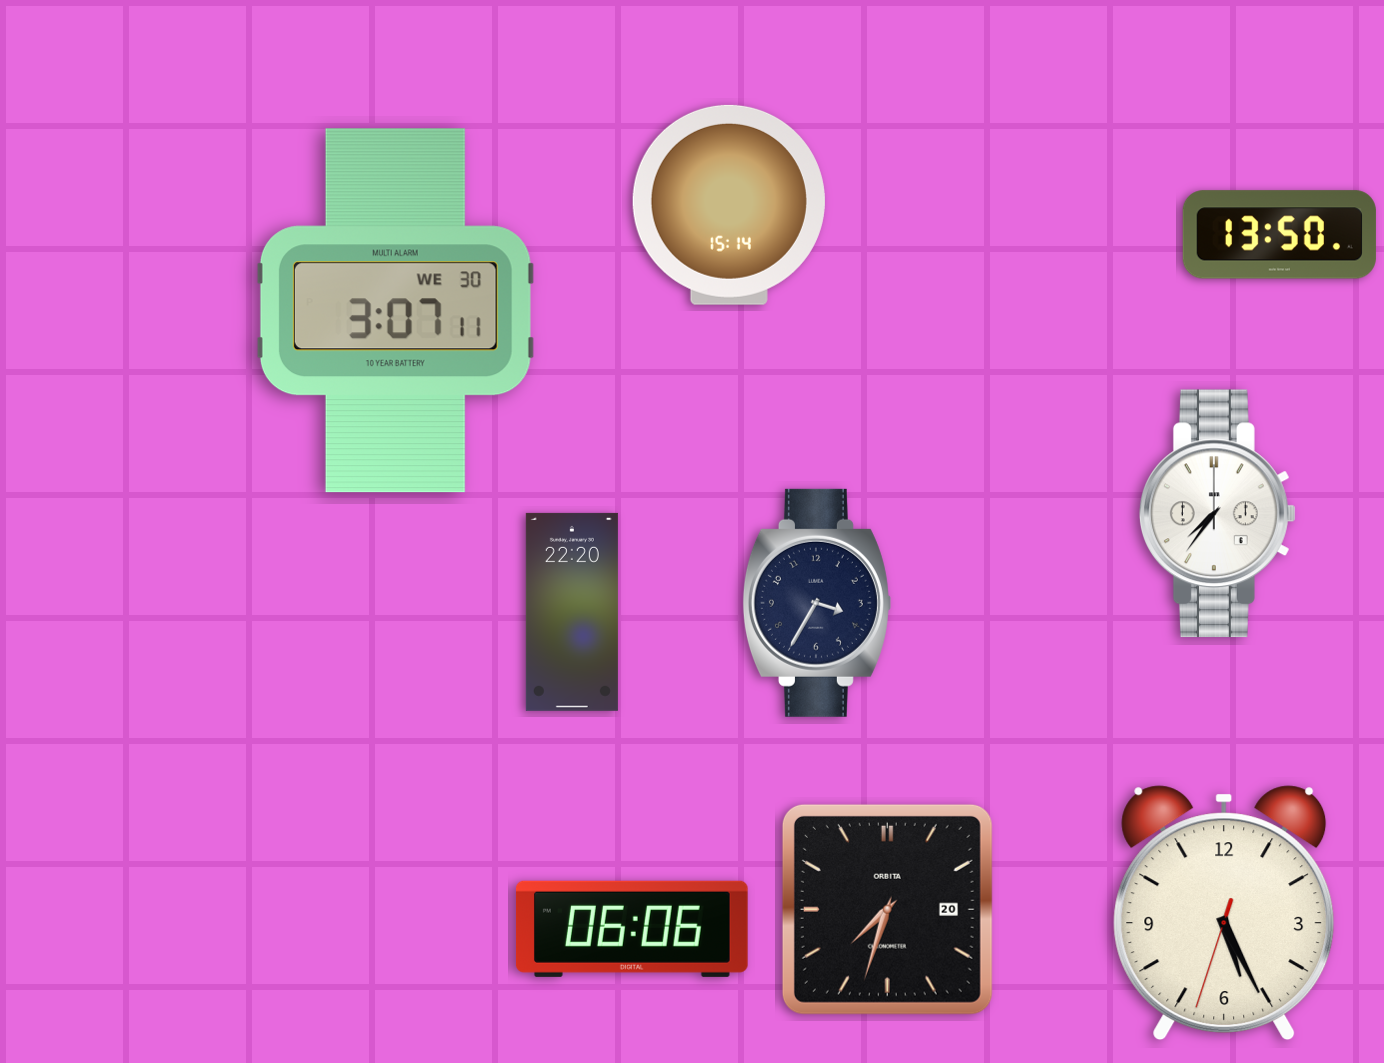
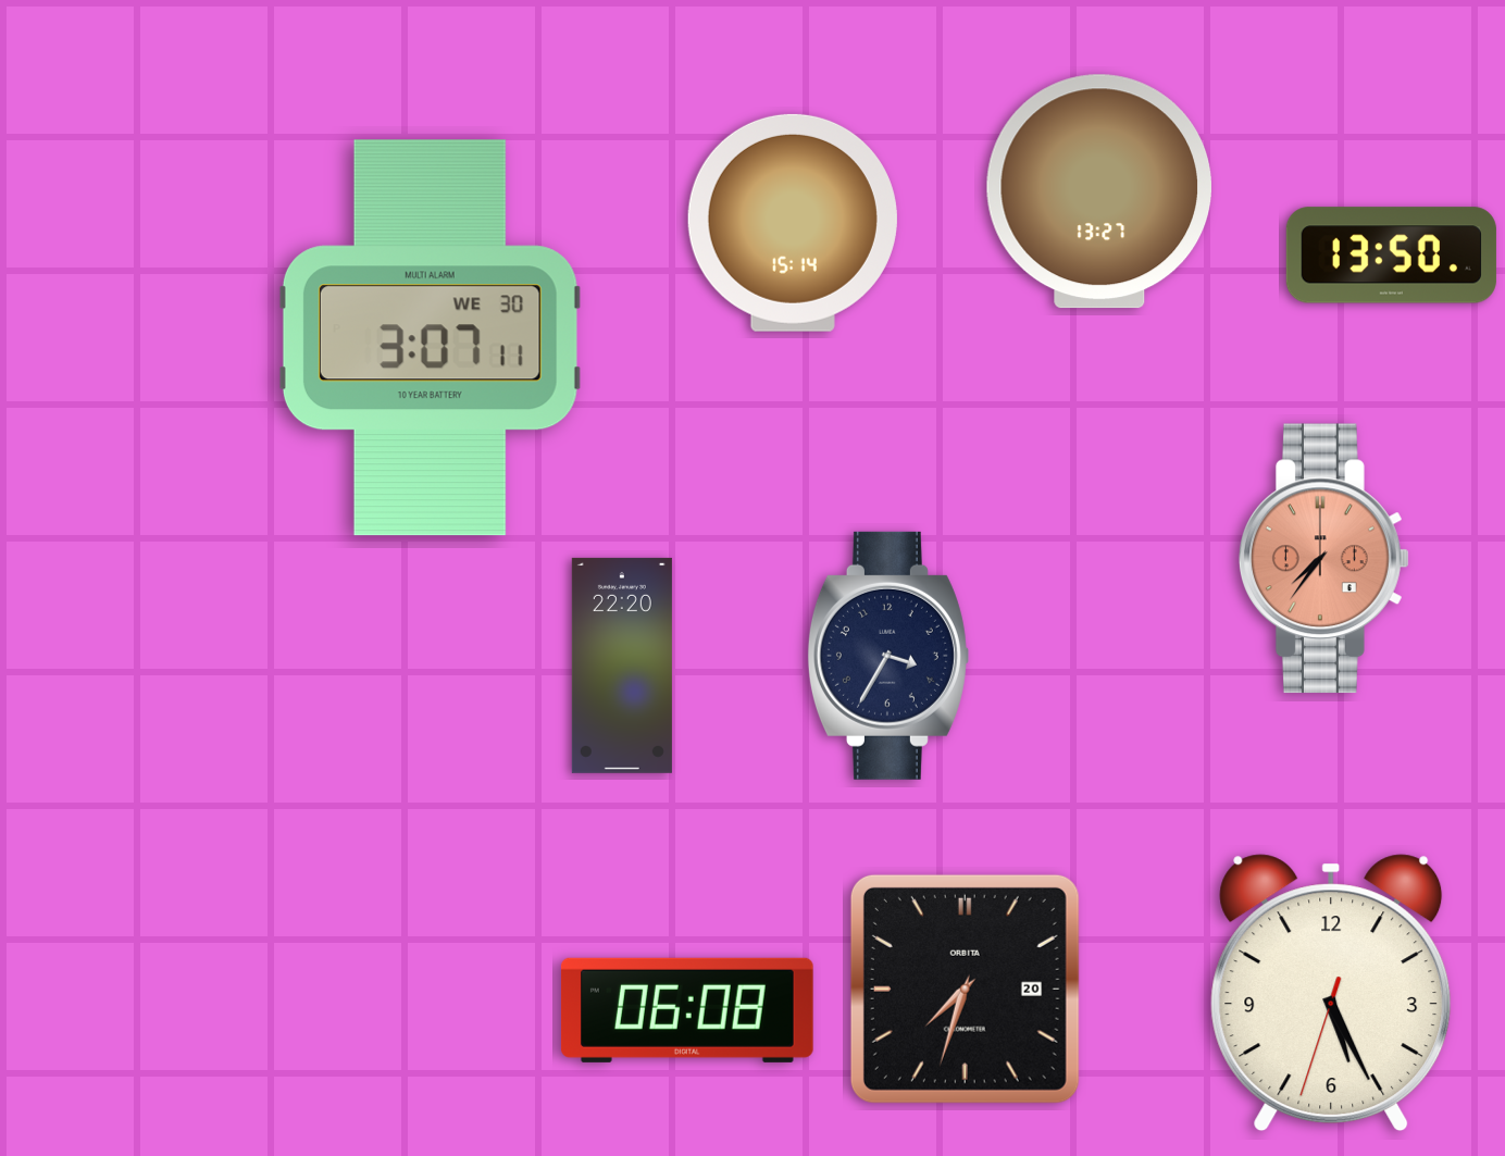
clock at (1099, 191): none -> 13:27
clock at (1218, 514) dial: white -> salmon
clock at (632, 929): 06:06 -> 06:08
